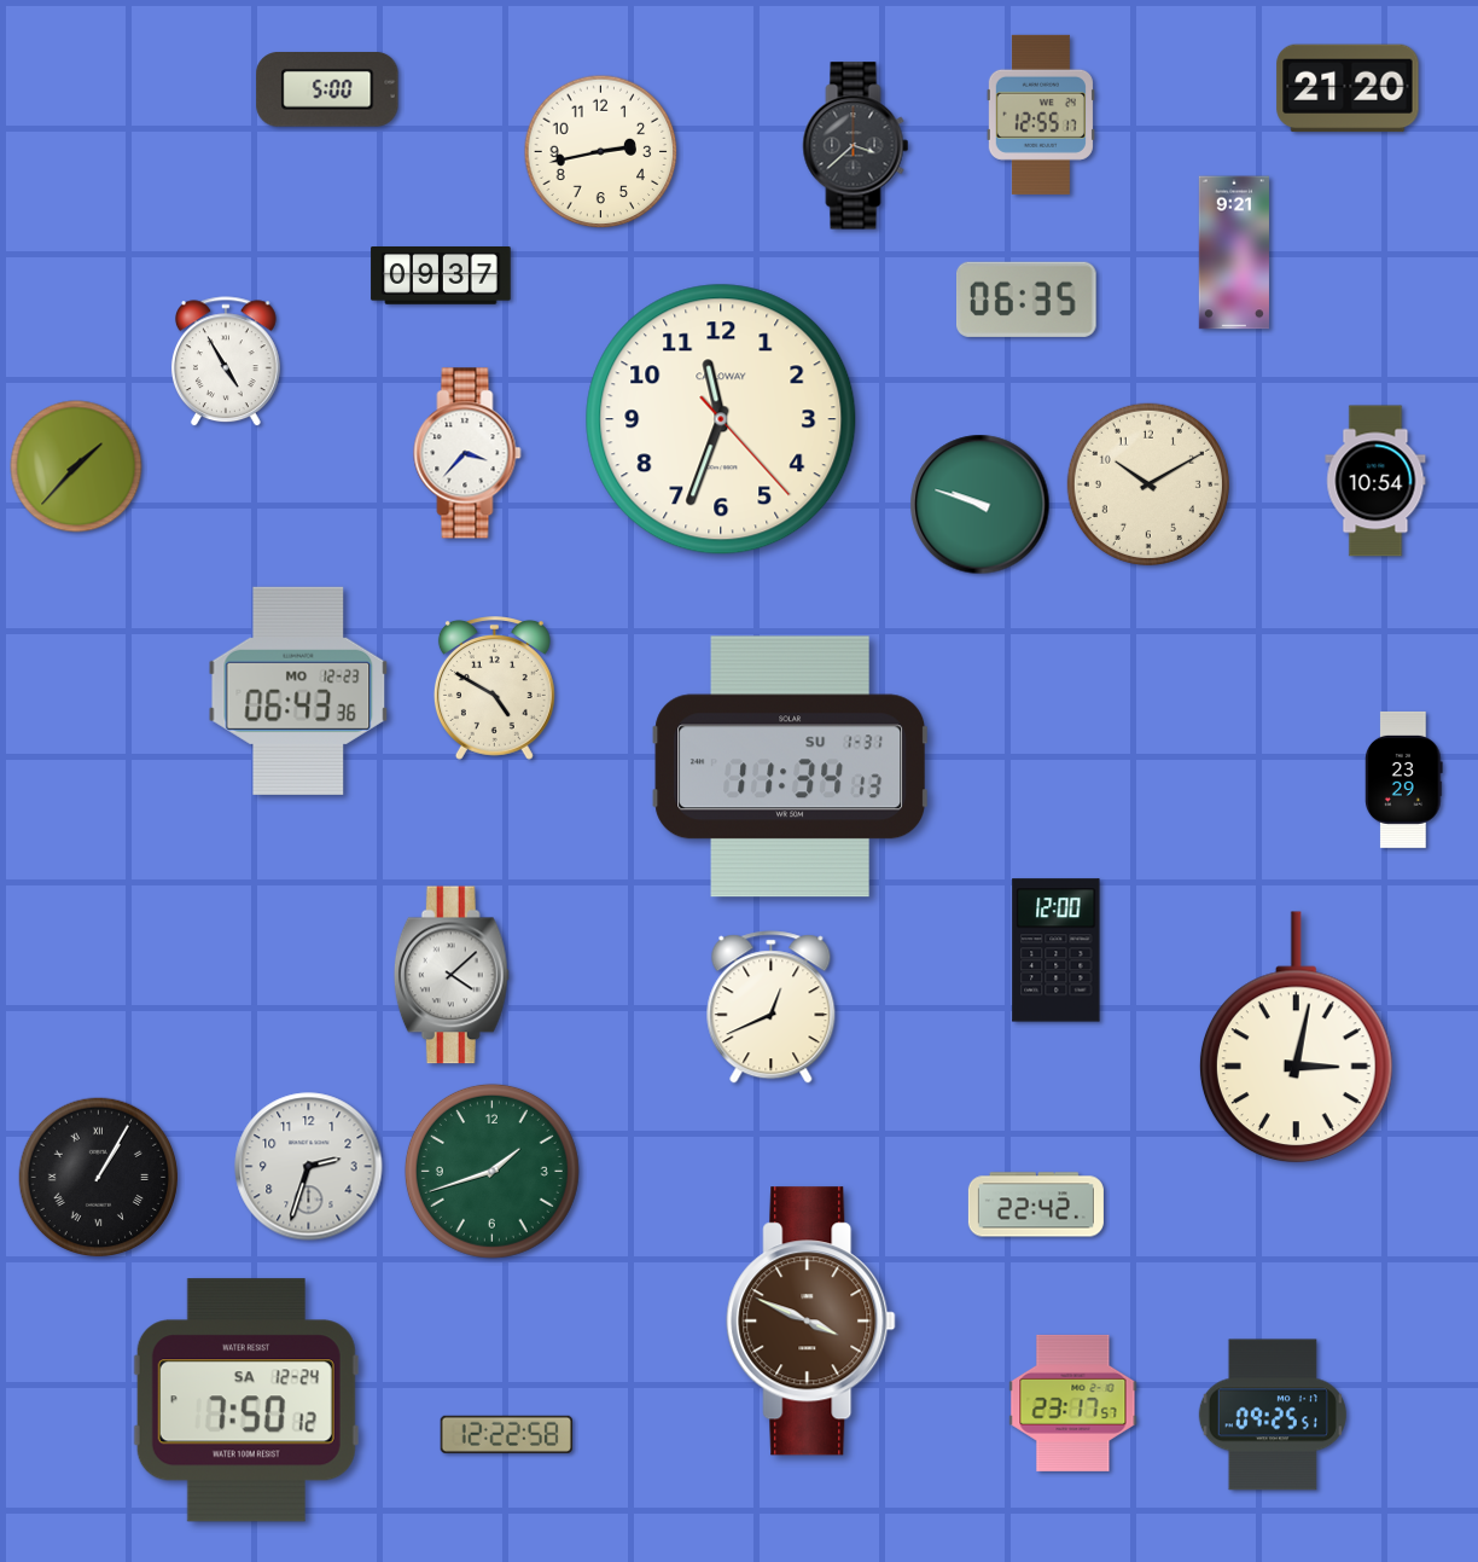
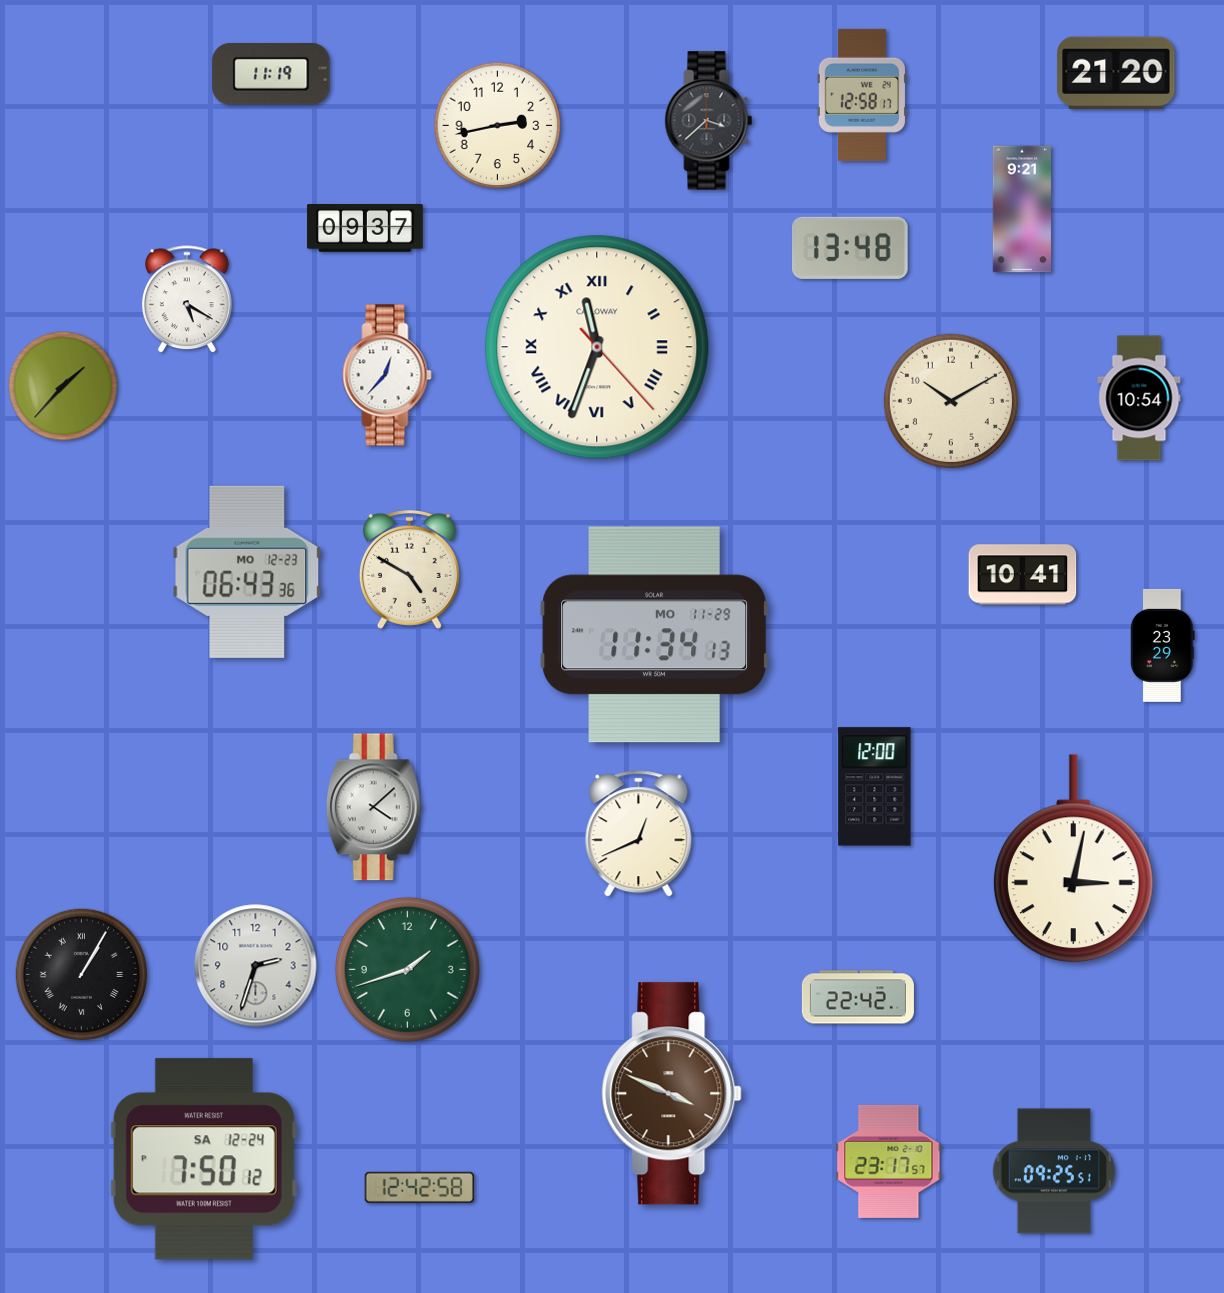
clock at (327, 91): 5:00 -> 11:19
clock at (1041, 115): 12:55 -> 12:58
clock at (1028, 300): 06:35 -> 13:48
clock at (226, 362): 4:55 -> 5:20
clock at (721, 419) numerals: Arabic -> Roman
clock at (467, 453): 3:37 -> 12:37
clock at (981, 505): 9:48 -> none
clock at (1023, 575): none -> 10:41
clock at (791, 767) date: SU 1-31 -> MO 11-29
clock at (506, 1434): 12:22 -> 12:42
